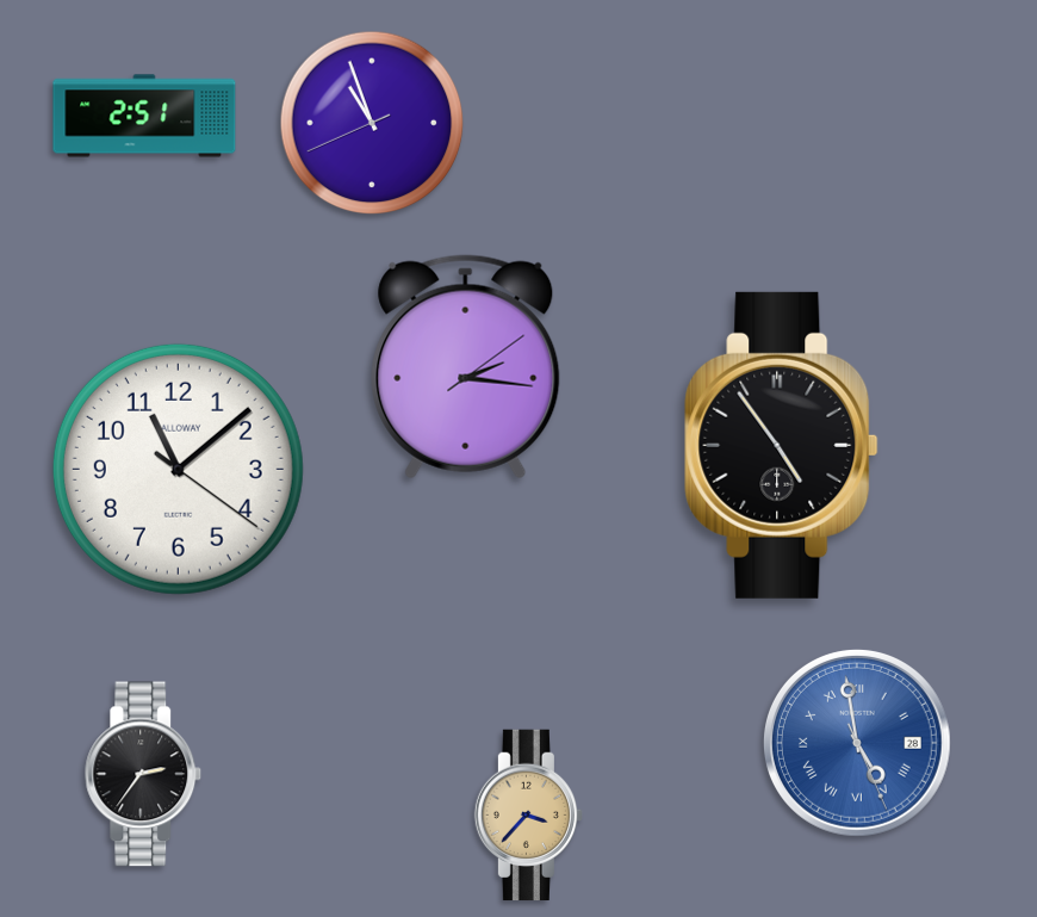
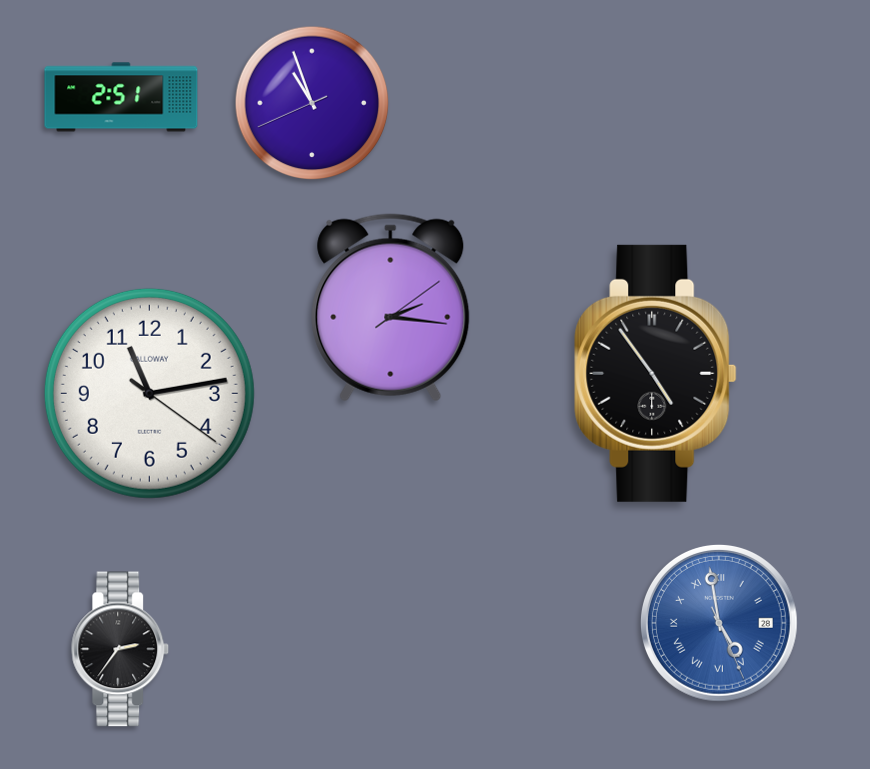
clock at (178, 469): 11:08 -> 11:13
clock at (528, 816): 3:37 -> none
